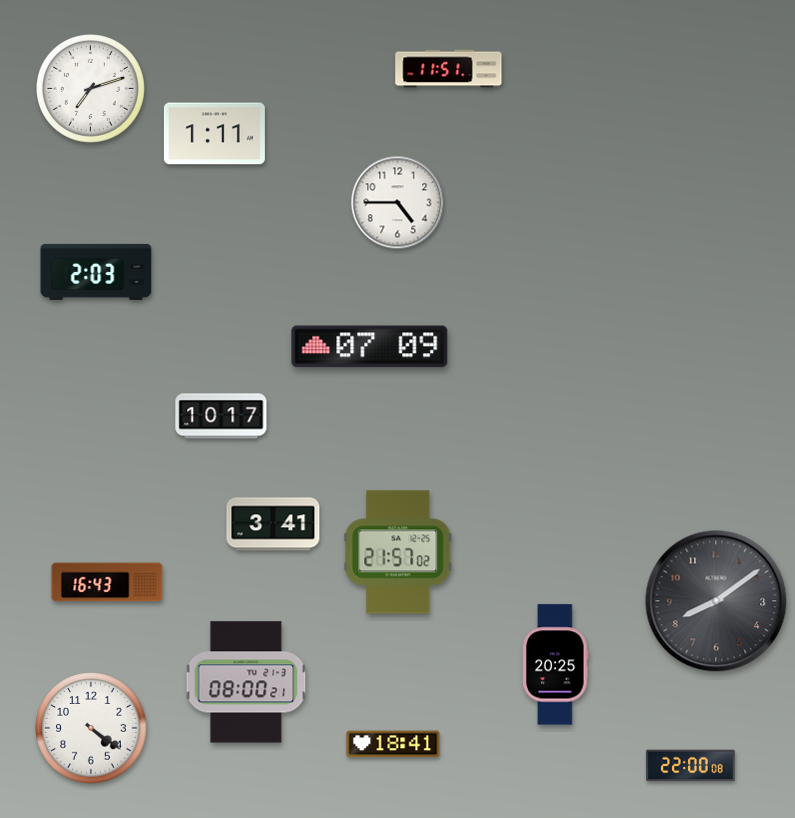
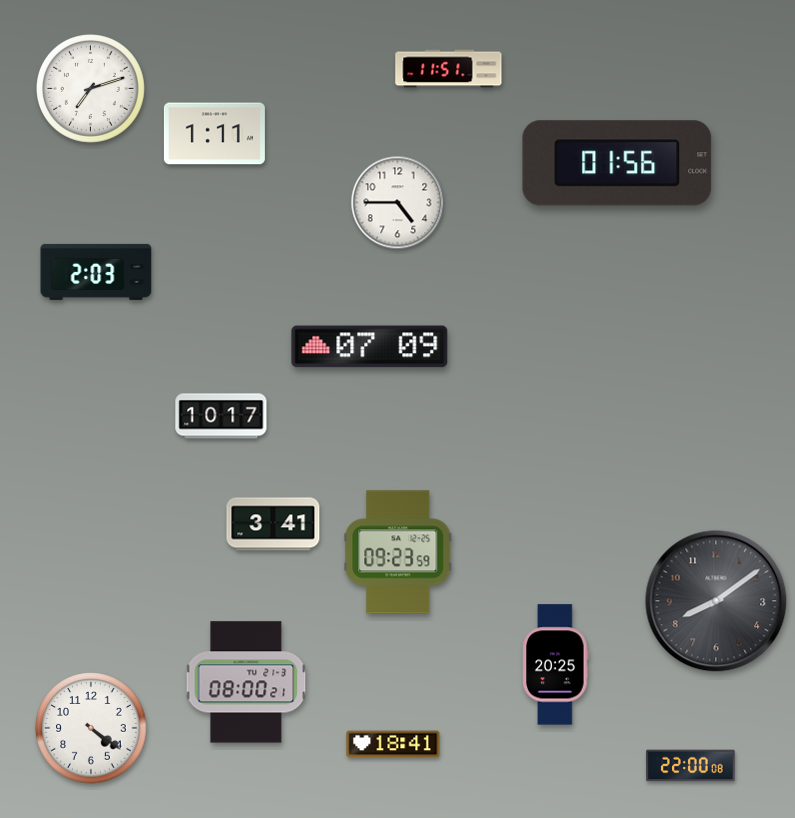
clock at (617, 163): none -> 01:56
clock at (398, 552): 21:57 -> 09:23
clock at (107, 582): 16:43 -> none
